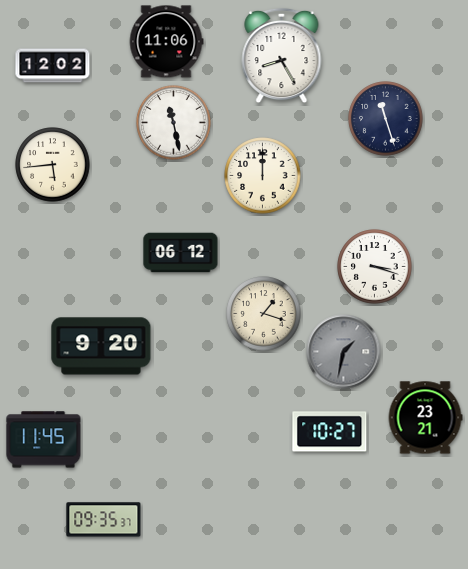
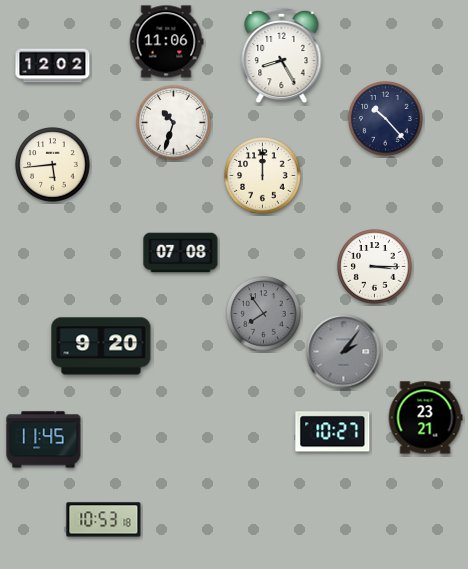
clock at (386, 119): 11:27 -> 10:23
clock at (174, 123): 11:28 -> 10:33
clock at (181, 253): 06:12 -> 07:08
clock at (375, 267): 3:18 -> 3:15
clock at (264, 314): 1:18 -> 7:54
clock at (264, 314) dial: cream -> grey
clock at (344, 352): 1:32 -> 2:06
clock at (330, 432) position: (330, 432) -> (333, 432)
clock at (104, 520): 09:35 -> 10:53
